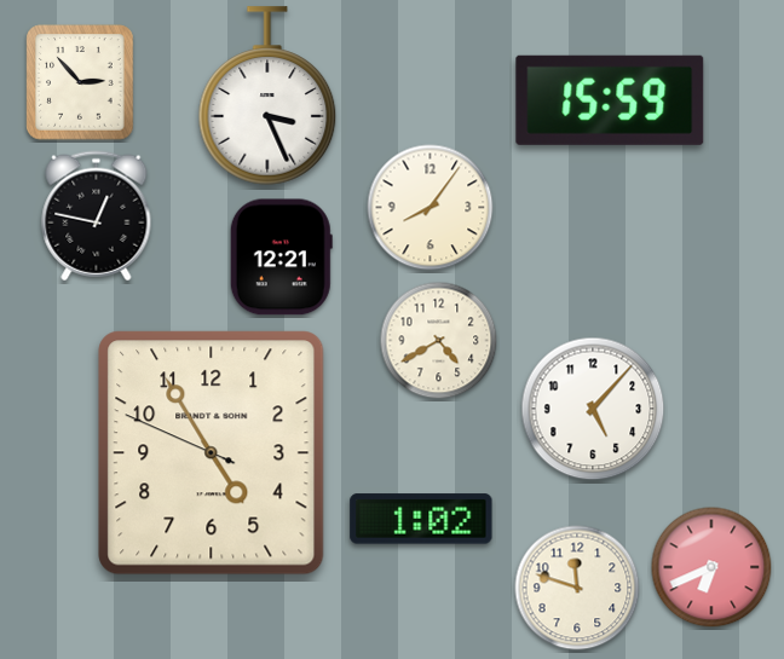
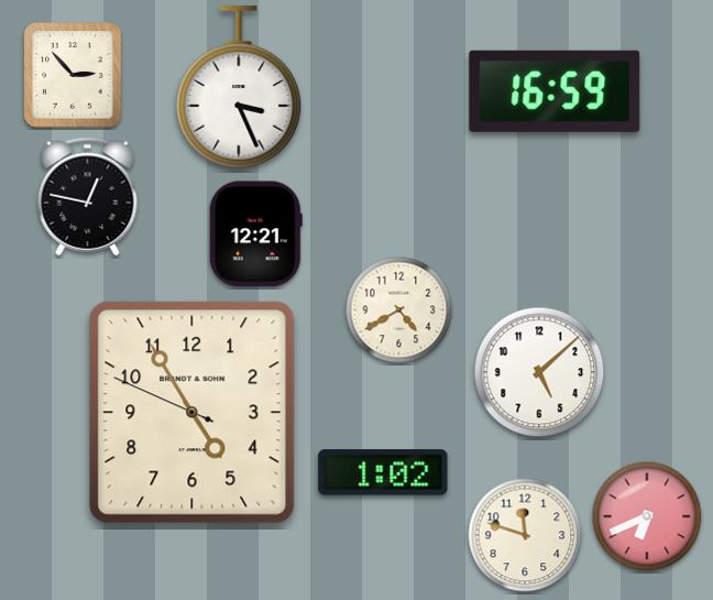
clock at (267, 96) position: (267, 96) -> (239, 87)
clock at (610, 100): 15:59 -> 16:59
clock at (431, 208): 8:06 -> none
clock at (593, 409): 5:07 -> 5:08
